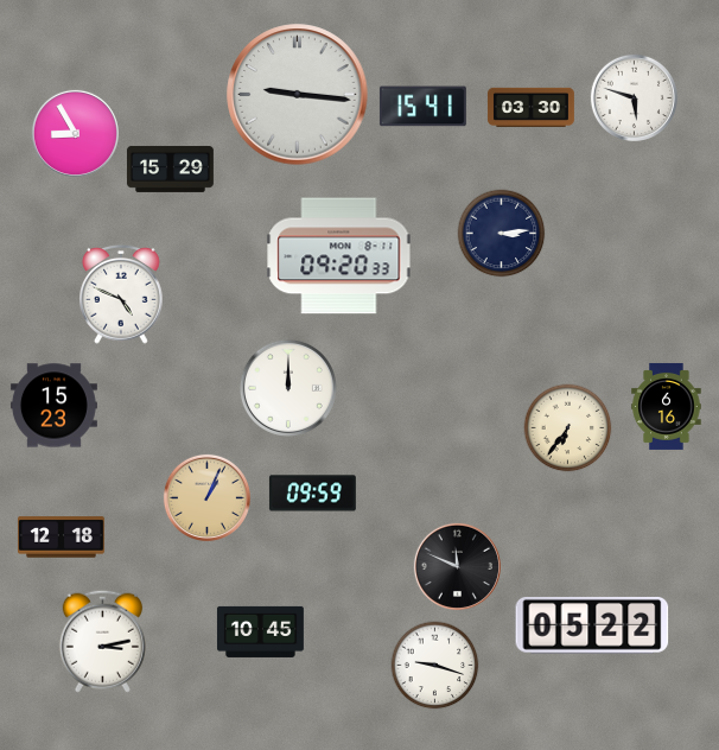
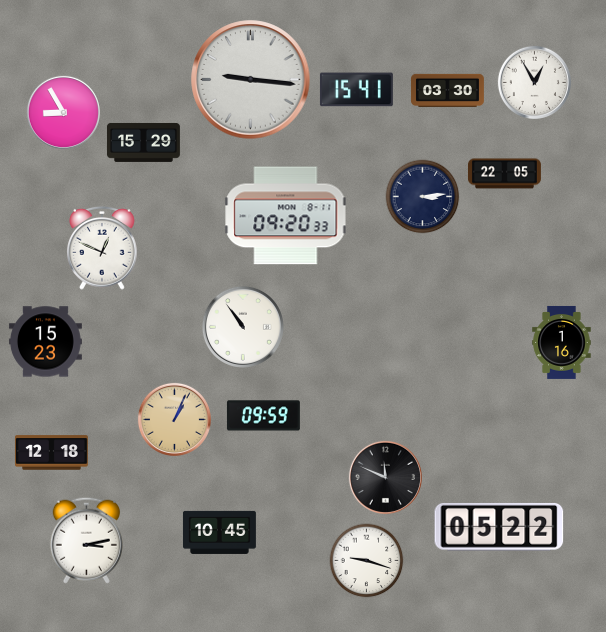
clock at (634, 97): 5:48 -> 12:55
clock at (504, 174): none -> 22:05
clock at (122, 294): 4:49 -> 12:49
clock at (288, 388): 12:00 -> 10:54
clock at (667, 406): 6:16 -> 1:16
clock at (568, 428): 6:36 -> none
